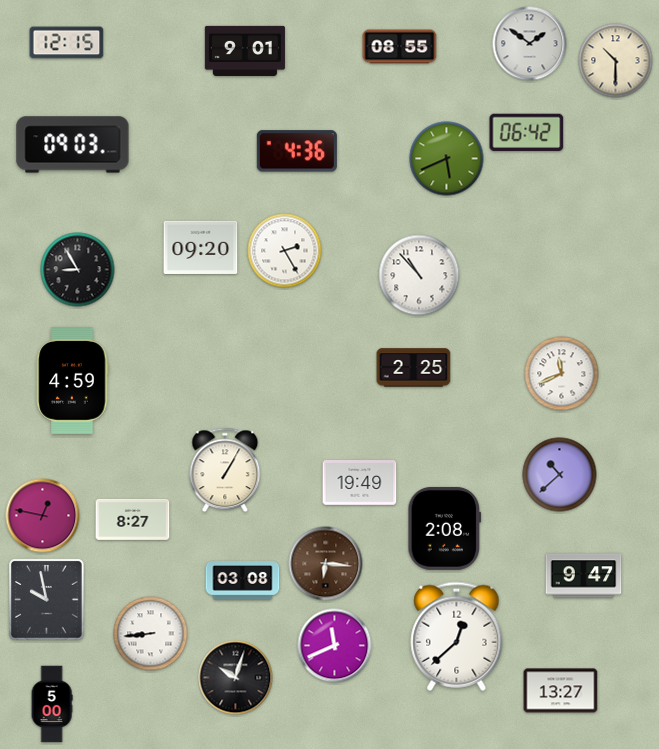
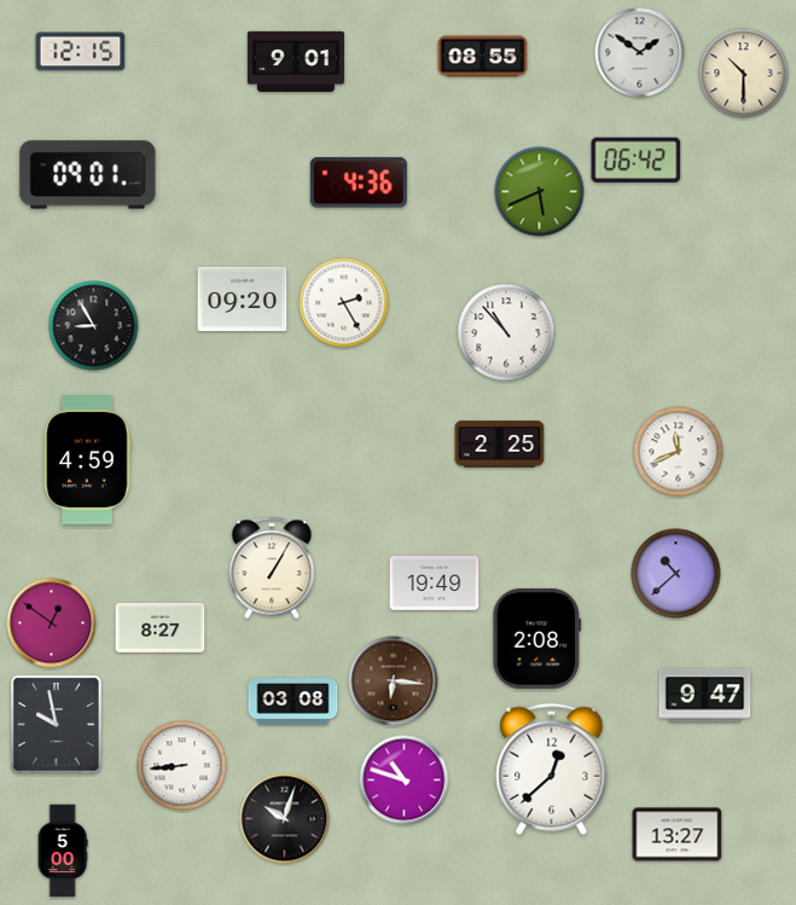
clock at (73, 145): 09:03 -> 09:01
clock at (43, 516): 12:47 -> 12:51
clock at (335, 646): 11:41 -> 10:48
